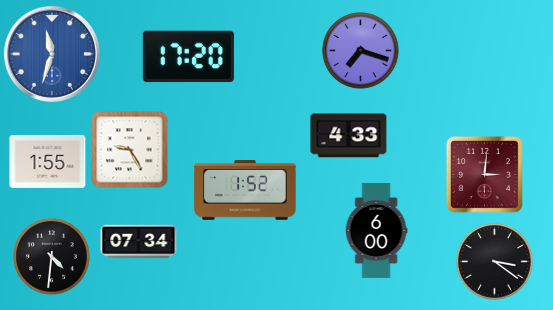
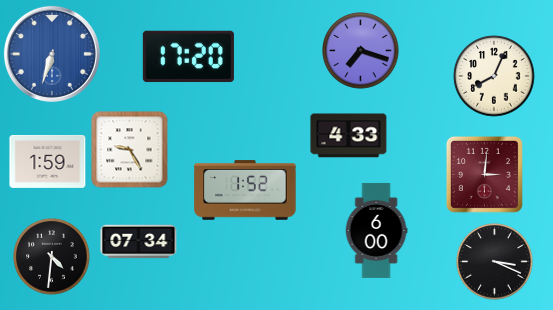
clock at (52, 54): 11:33 -> 6:33
clock at (494, 76): none -> 8:04
clock at (48, 161): 1:55 -> 1:59
clock at (495, 262): 3:21 -> 3:19
